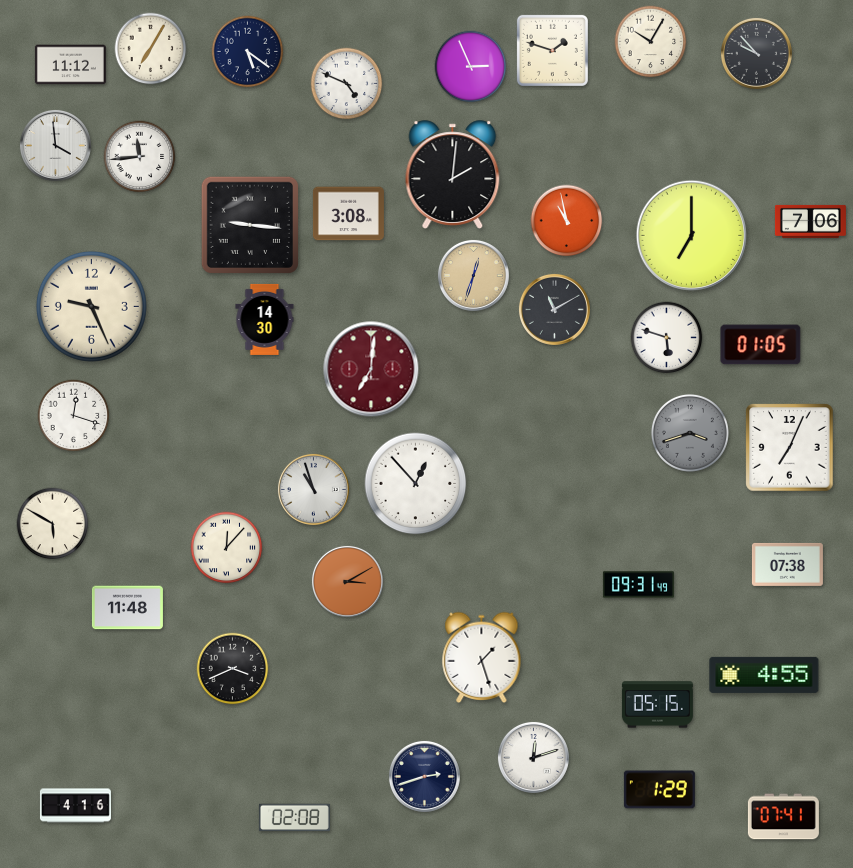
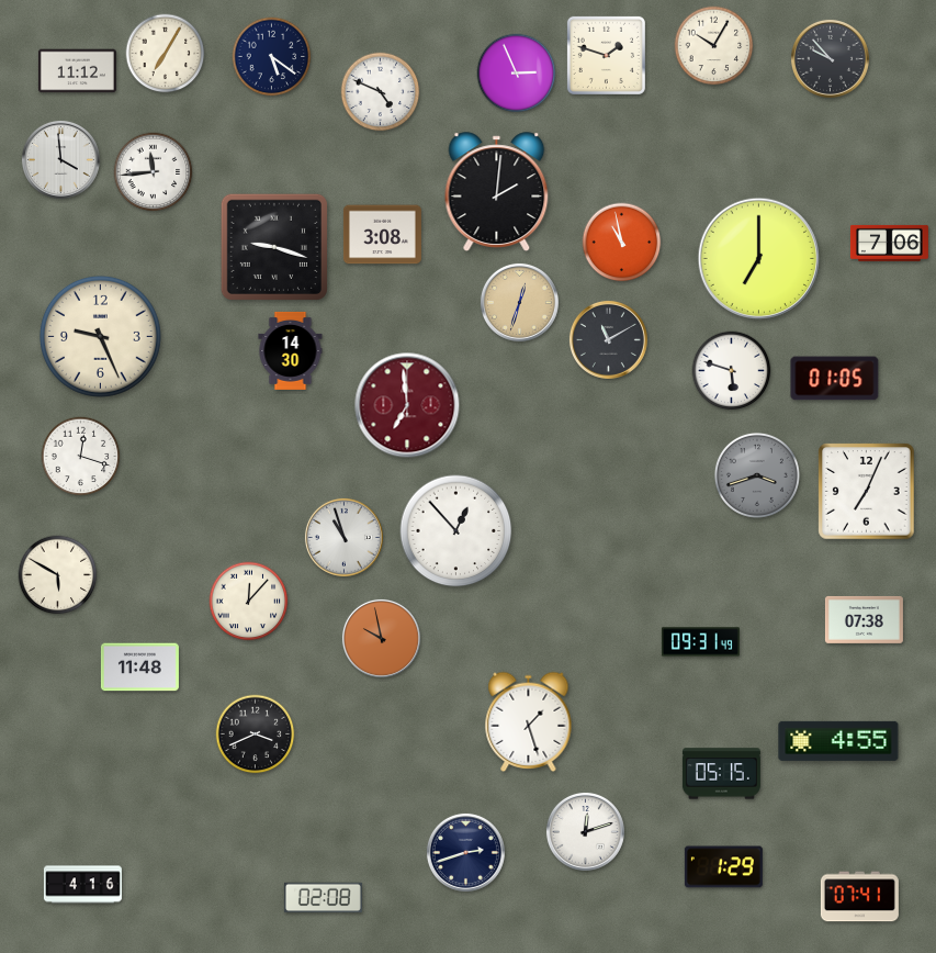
clock at (250, 225): 9:16 -> 9:18
clock at (371, 369): 7:01 -> 6:59
clock at (347, 581): 3:10 -> 9:58
